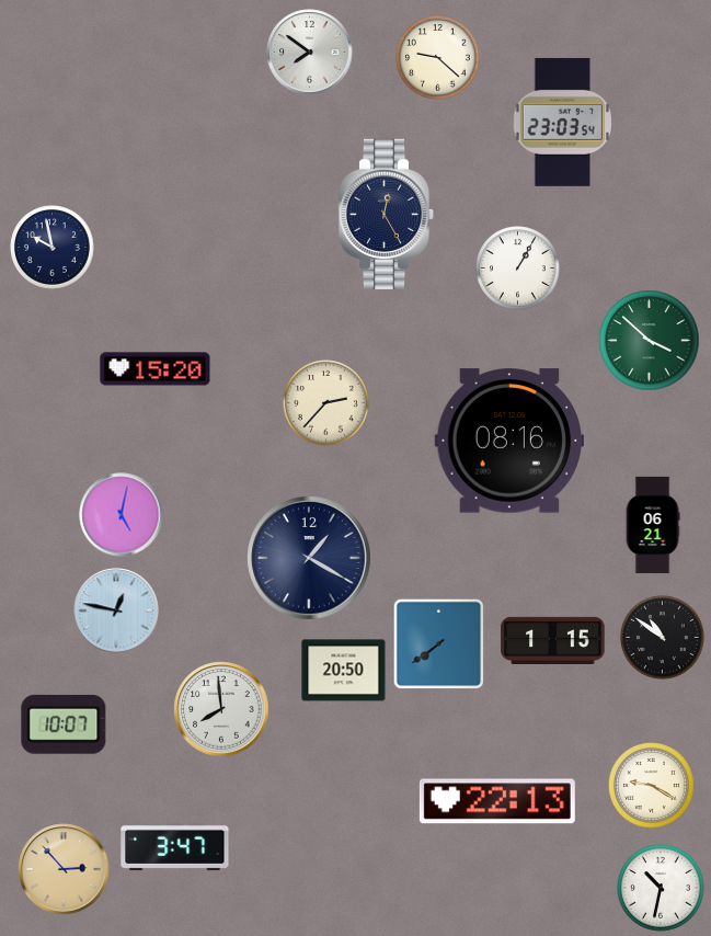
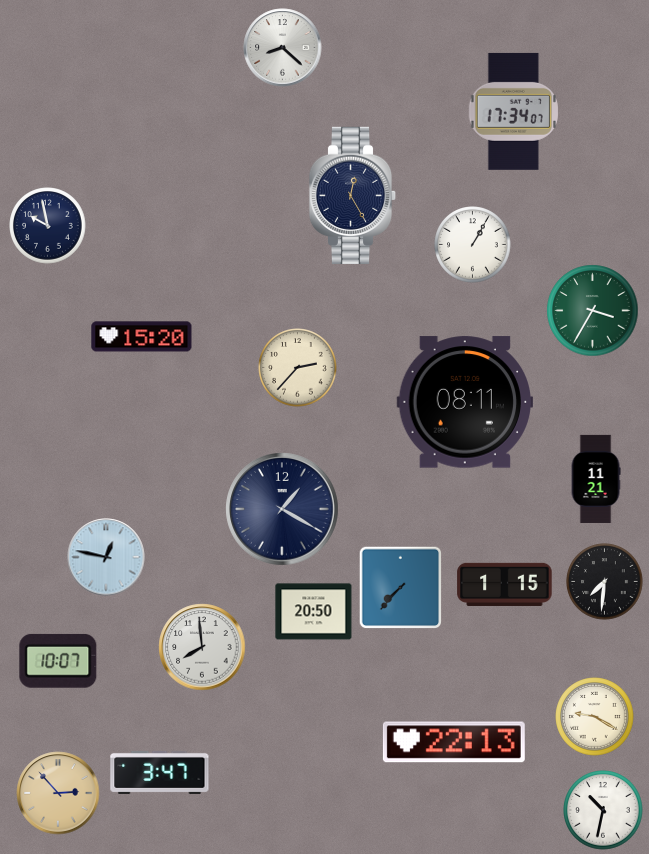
clock at (310, 53): 7:51 -> 8:22
clock at (438, 58): 9:22 -> none
clock at (562, 122): 23:03 -> 17:34
clock at (650, 341): 3:52 -> 3:35
clock at (509, 441): 08:16 -> 08:11
clock at (122, 515): 5:02 -> none
clock at (653, 525): 06:21 -> 11:21
clock at (663, 638): 10:51 -> 7:31
clock at (439, 644): 7:39 -> 7:37
clock at (497, 801) position: (497, 801) -> (454, 742)
